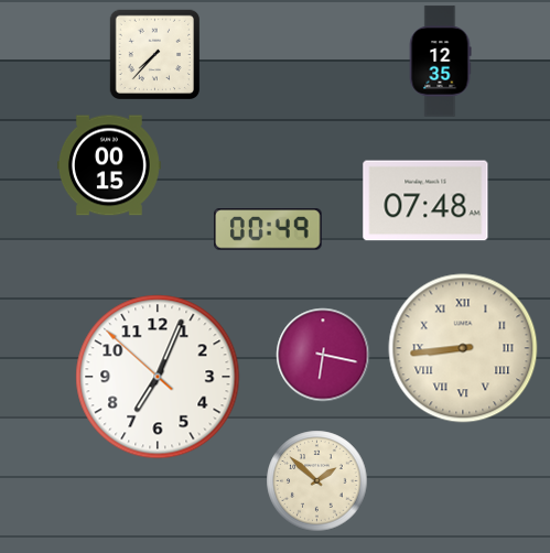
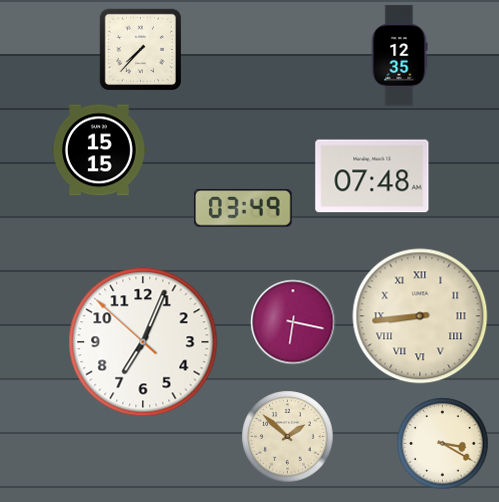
clock at (109, 165): 00:15 -> 15:15
clock at (425, 200) position: (425, 200) -> (372, 176)
clock at (269, 229): 00:49 -> 03:49
clock at (442, 443): none -> 3:20
